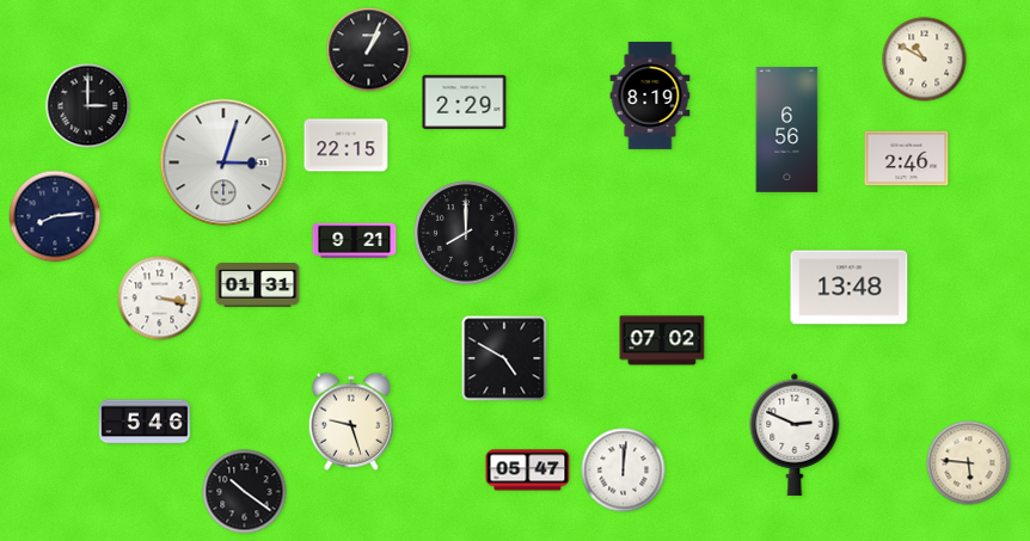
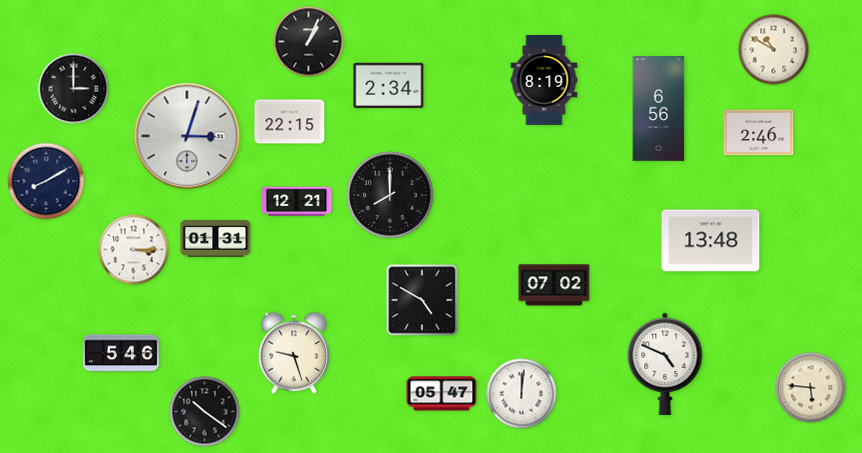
clock at (465, 102): 2:29 -> 2:34
clock at (55, 216): 8:14 -> 8:10
clock at (355, 241): 9:21 -> 12:21
clock at (160, 299): 3:17 -> 3:15
clock at (795, 435): 2:49 -> 4:49
